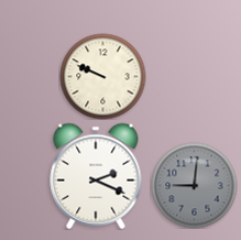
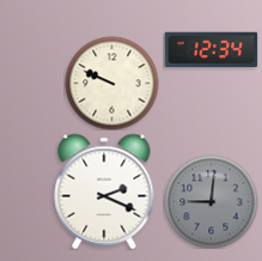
clock at (211, 50): none -> 12:34
